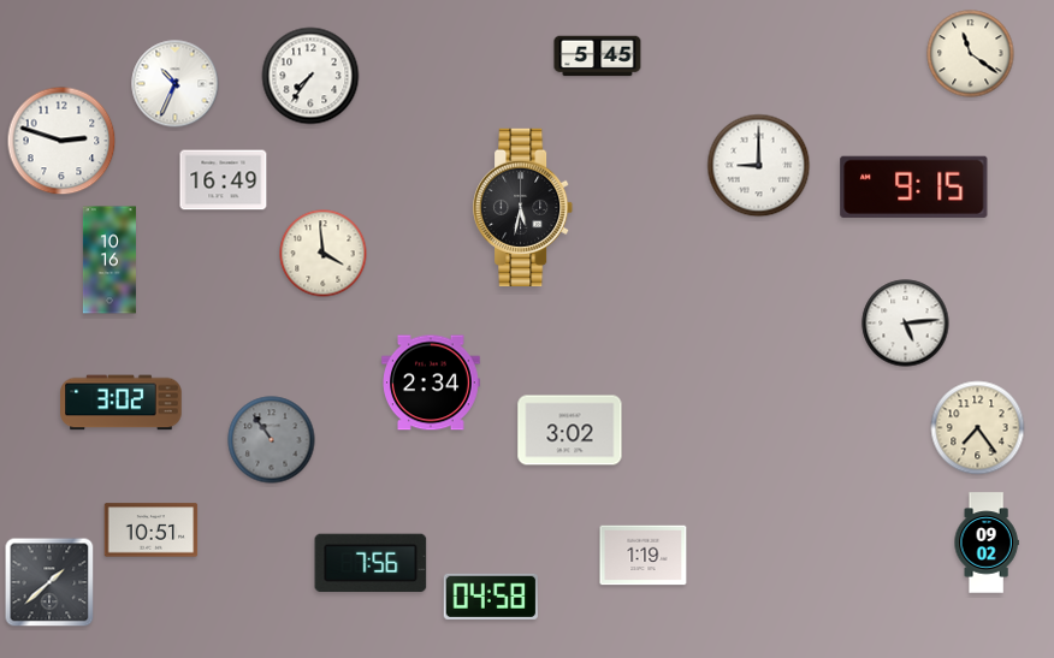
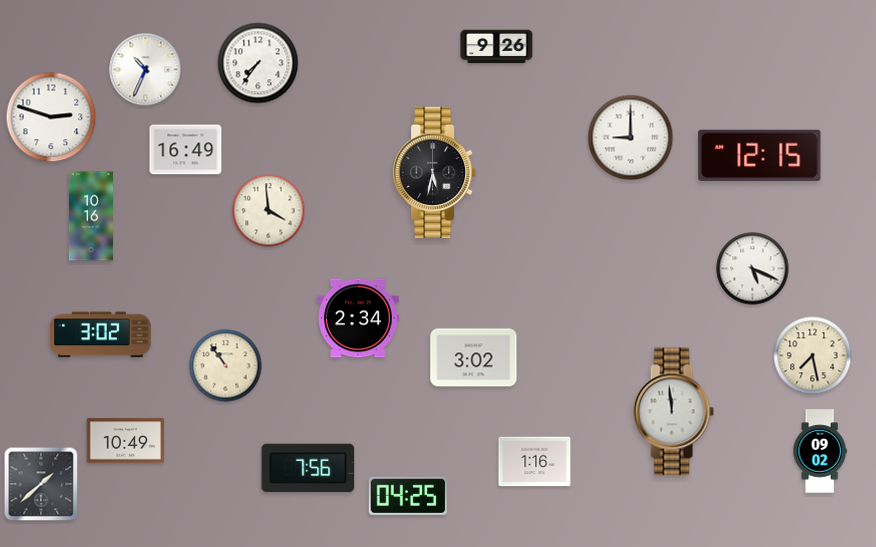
clock at (971, 54): 11:21 -> none
clock at (598, 57): 5:45 -> 9:26
clock at (914, 186): 9:15 -> 12:15
clock at (906, 324): 5:14 -> 5:19
clock at (978, 428): 7:24 -> 7:28
clock at (272, 440) dial: grey -> cream
clock at (673, 412): none -> 11:59
clock at (152, 530): 10:51 -> 10:49
clock at (644, 556): 1:19 -> 1:16
clock at (491, 597): 04:58 -> 04:25
